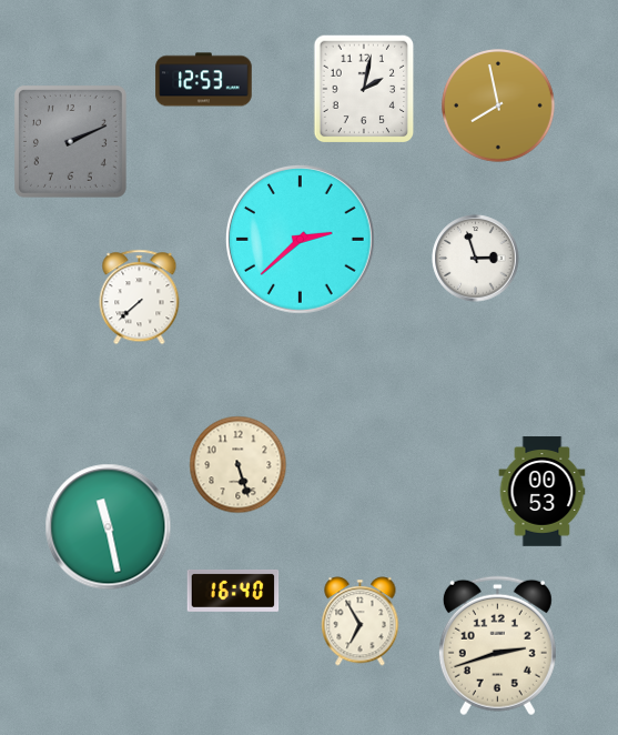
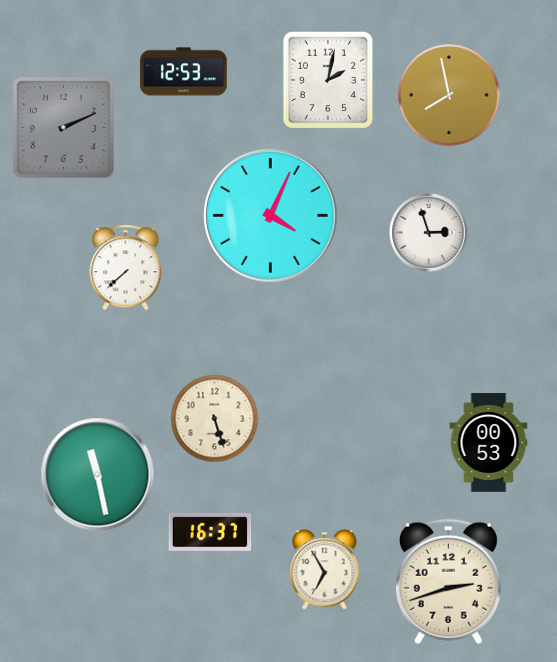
clock at (300, 239): 2:38 -> 4:04
clock at (233, 591): 16:40 -> 16:37
clock at (361, 622) position: (361, 622) -> (325, 570)
